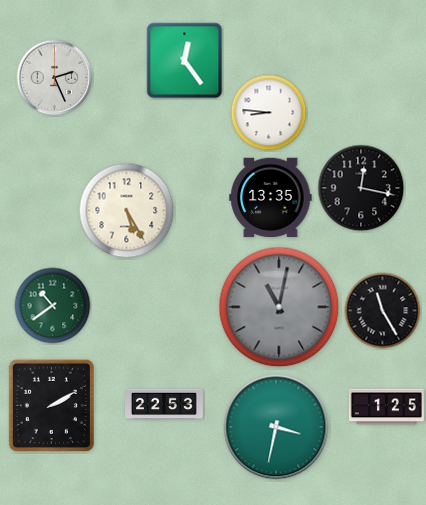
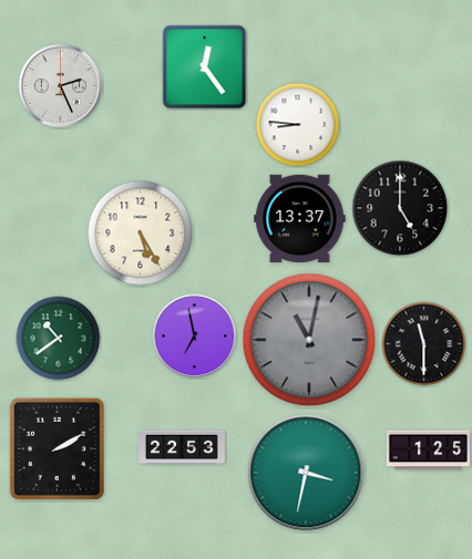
clock at (361, 188): 12:17 -> 5:00
clock at (271, 198): 13:35 -> 13:37
clock at (195, 337): none -> 6:58
clock at (383, 311): 11:25 -> 11:30
